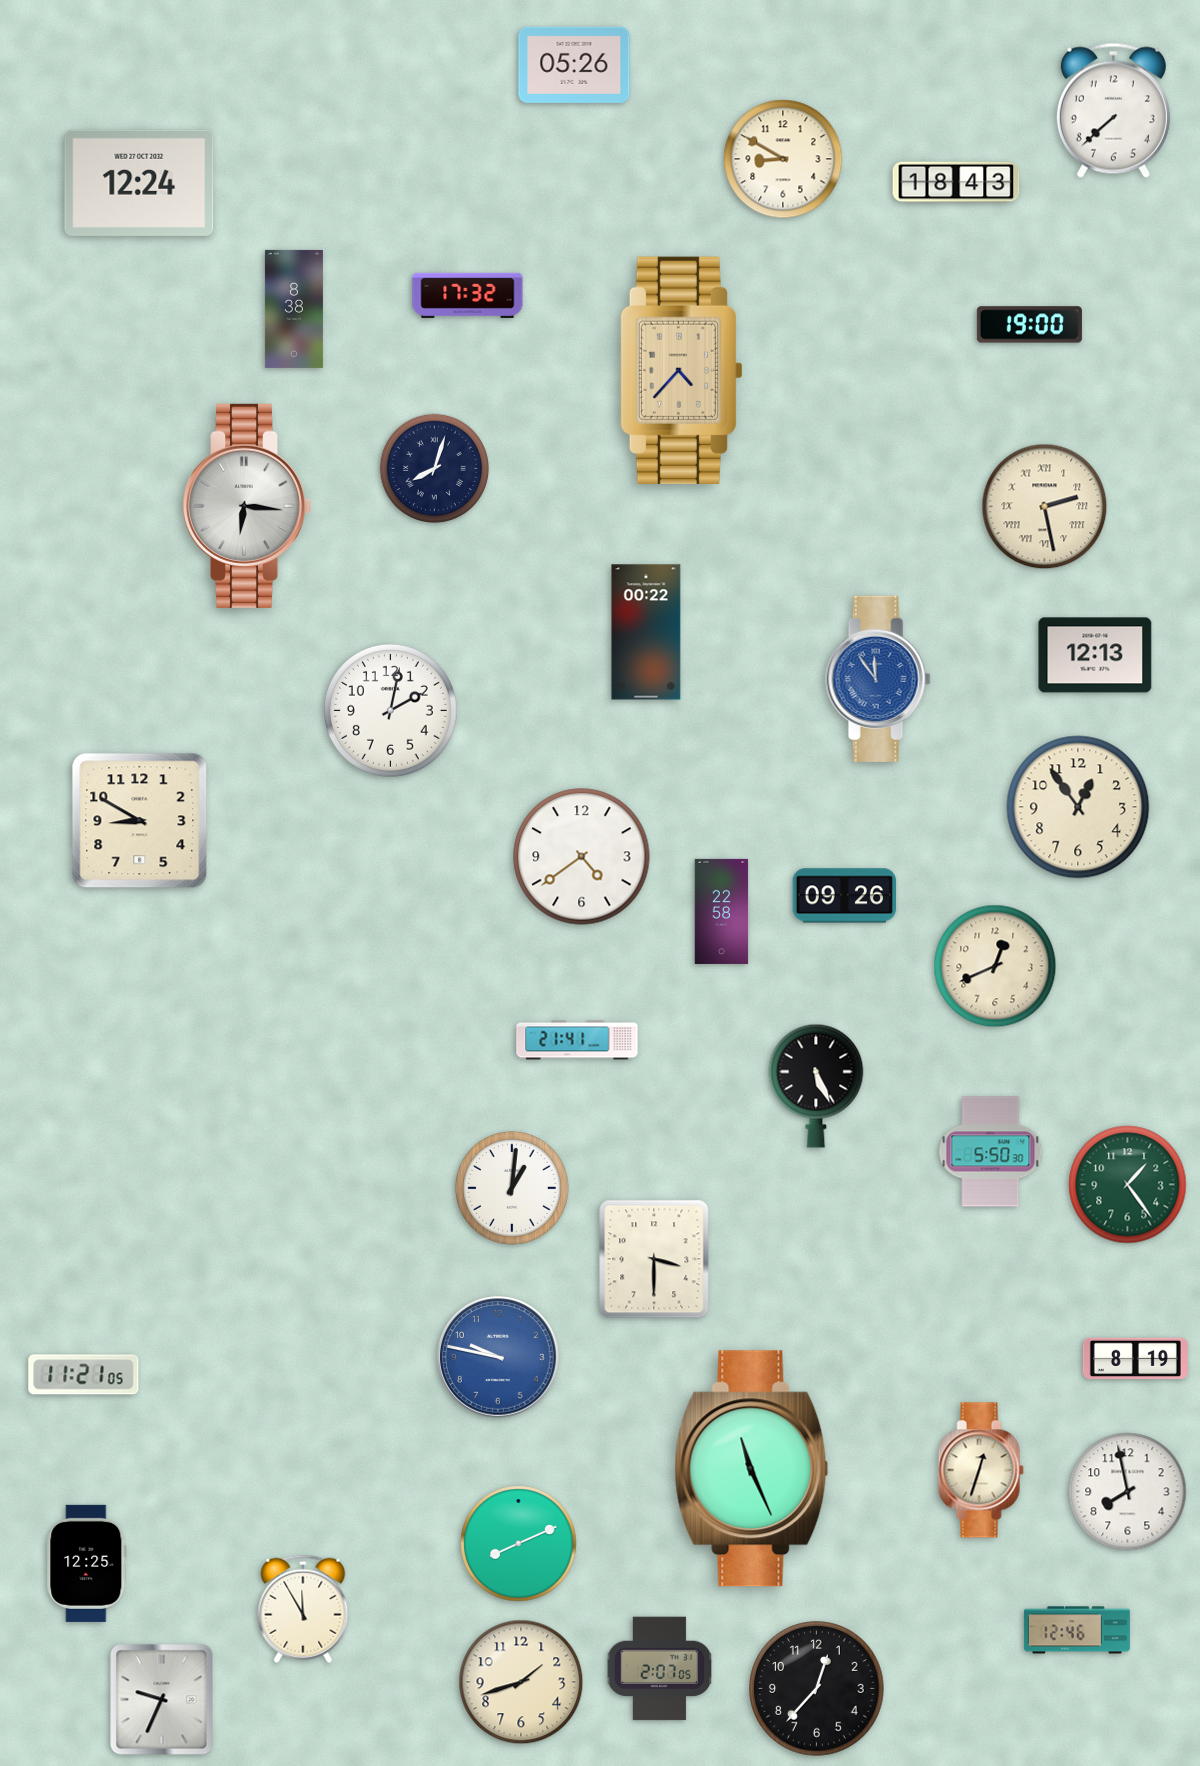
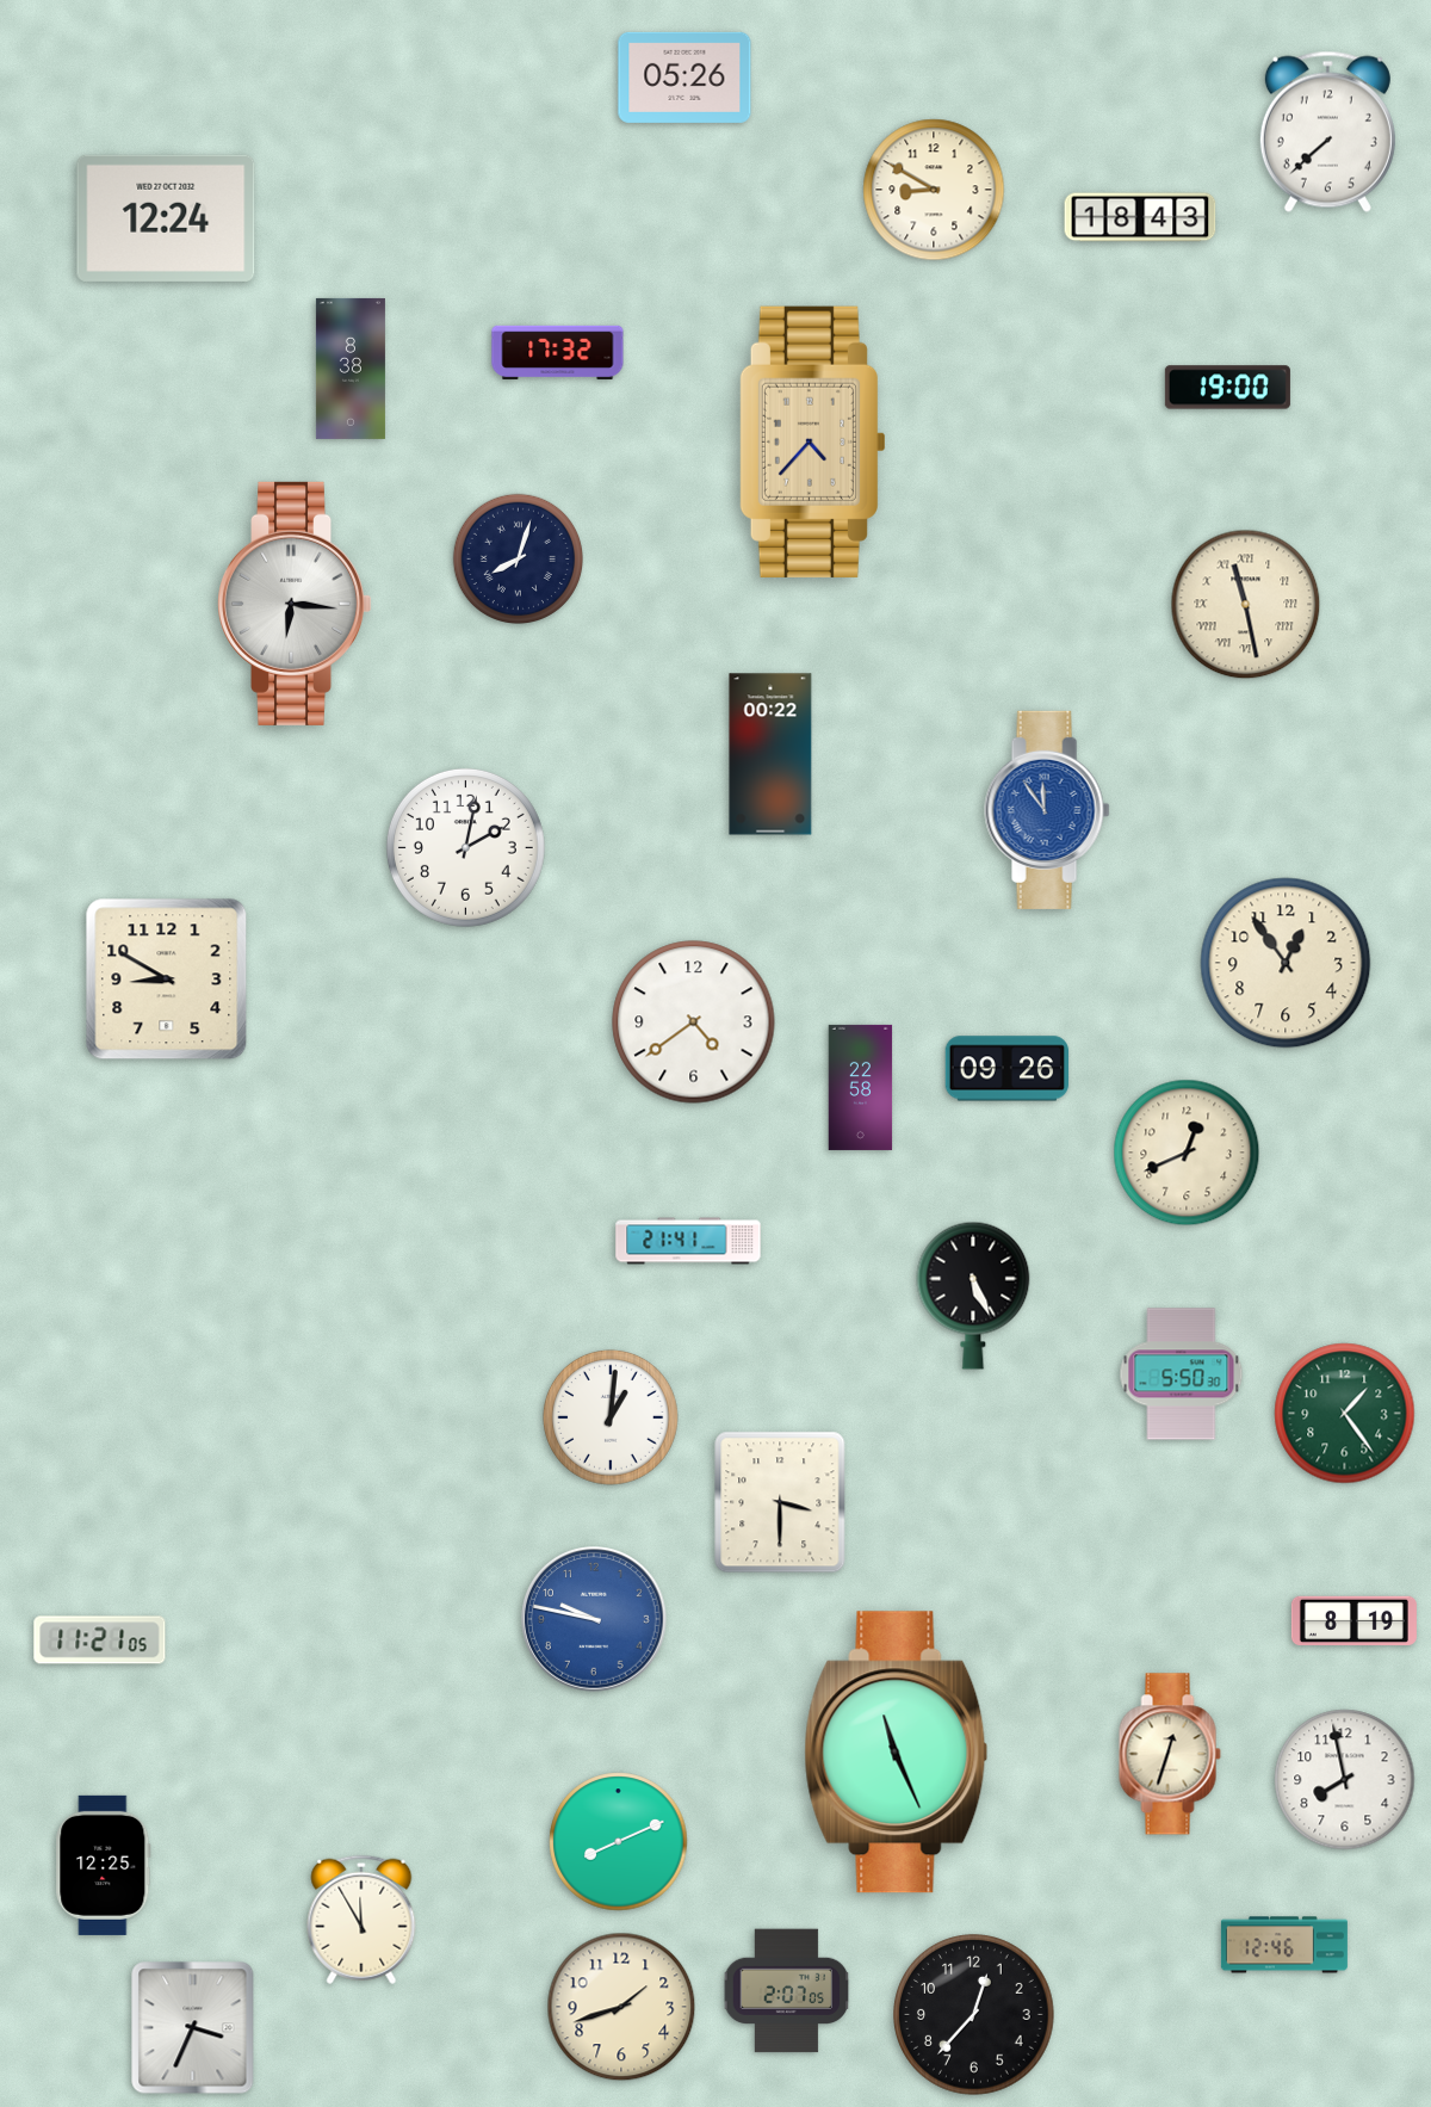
clock at (1045, 507): 2:28 -> 11:28
clock at (1095, 655): 12:13 -> none
clock at (162, 1700): 9:34 -> 3:34
